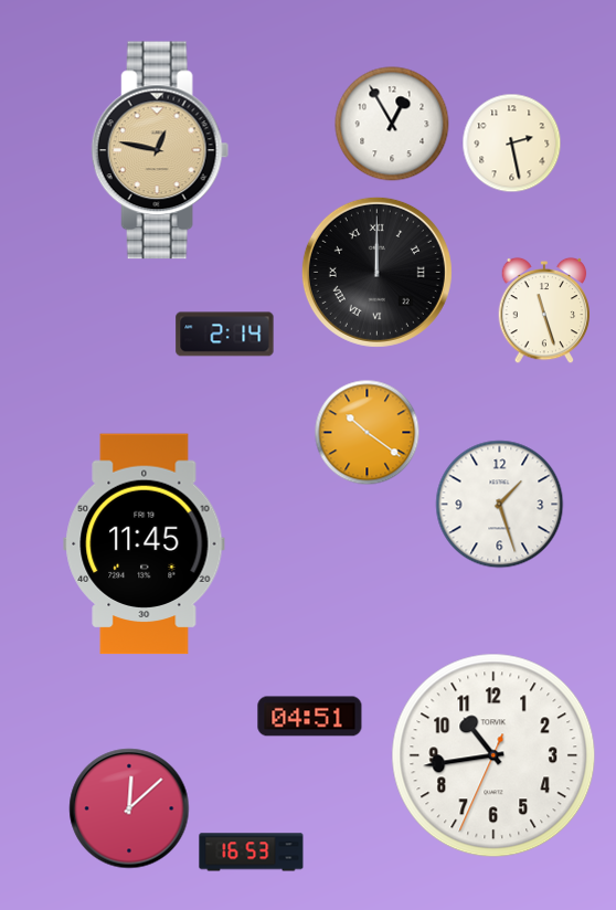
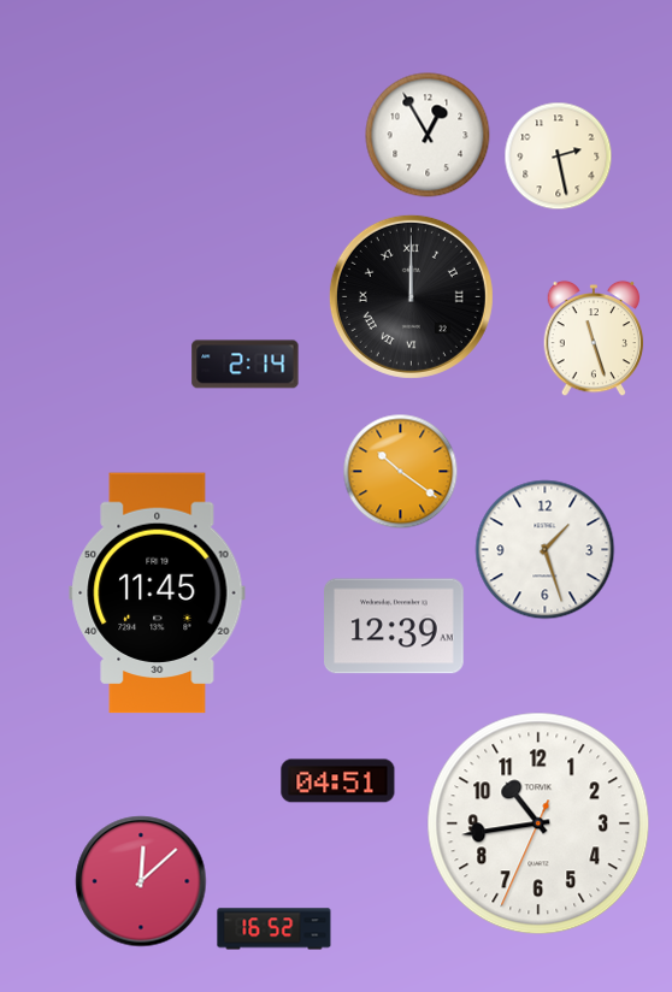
clock at (160, 150): 12:47 -> none
clock at (395, 626): none -> 12:39
clock at (252, 853): 16:53 -> 16:52
